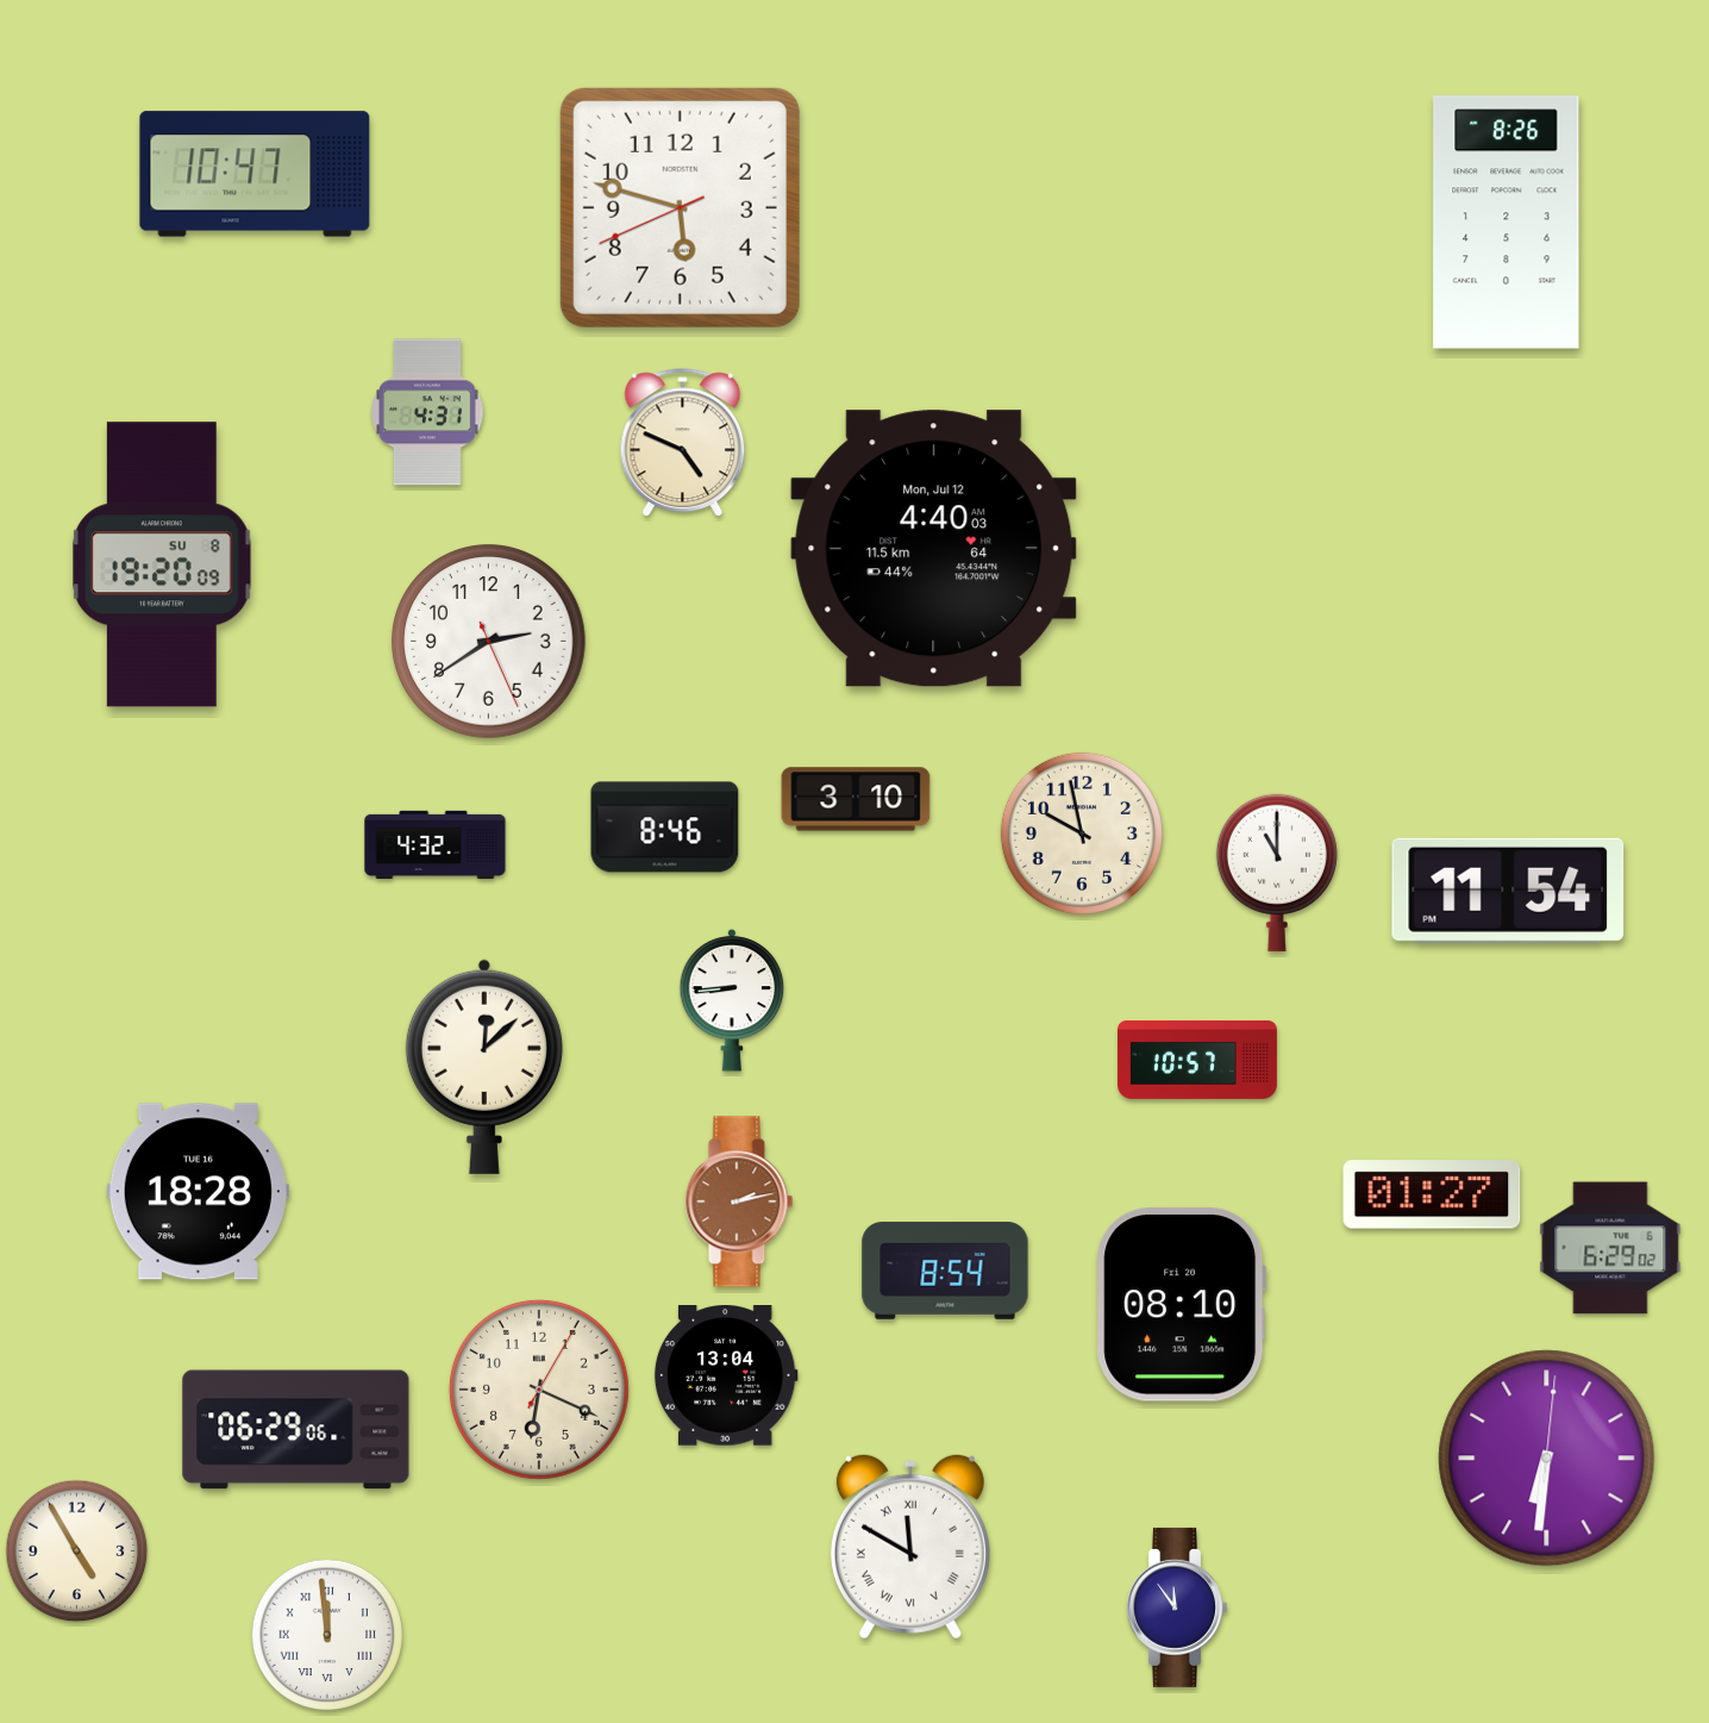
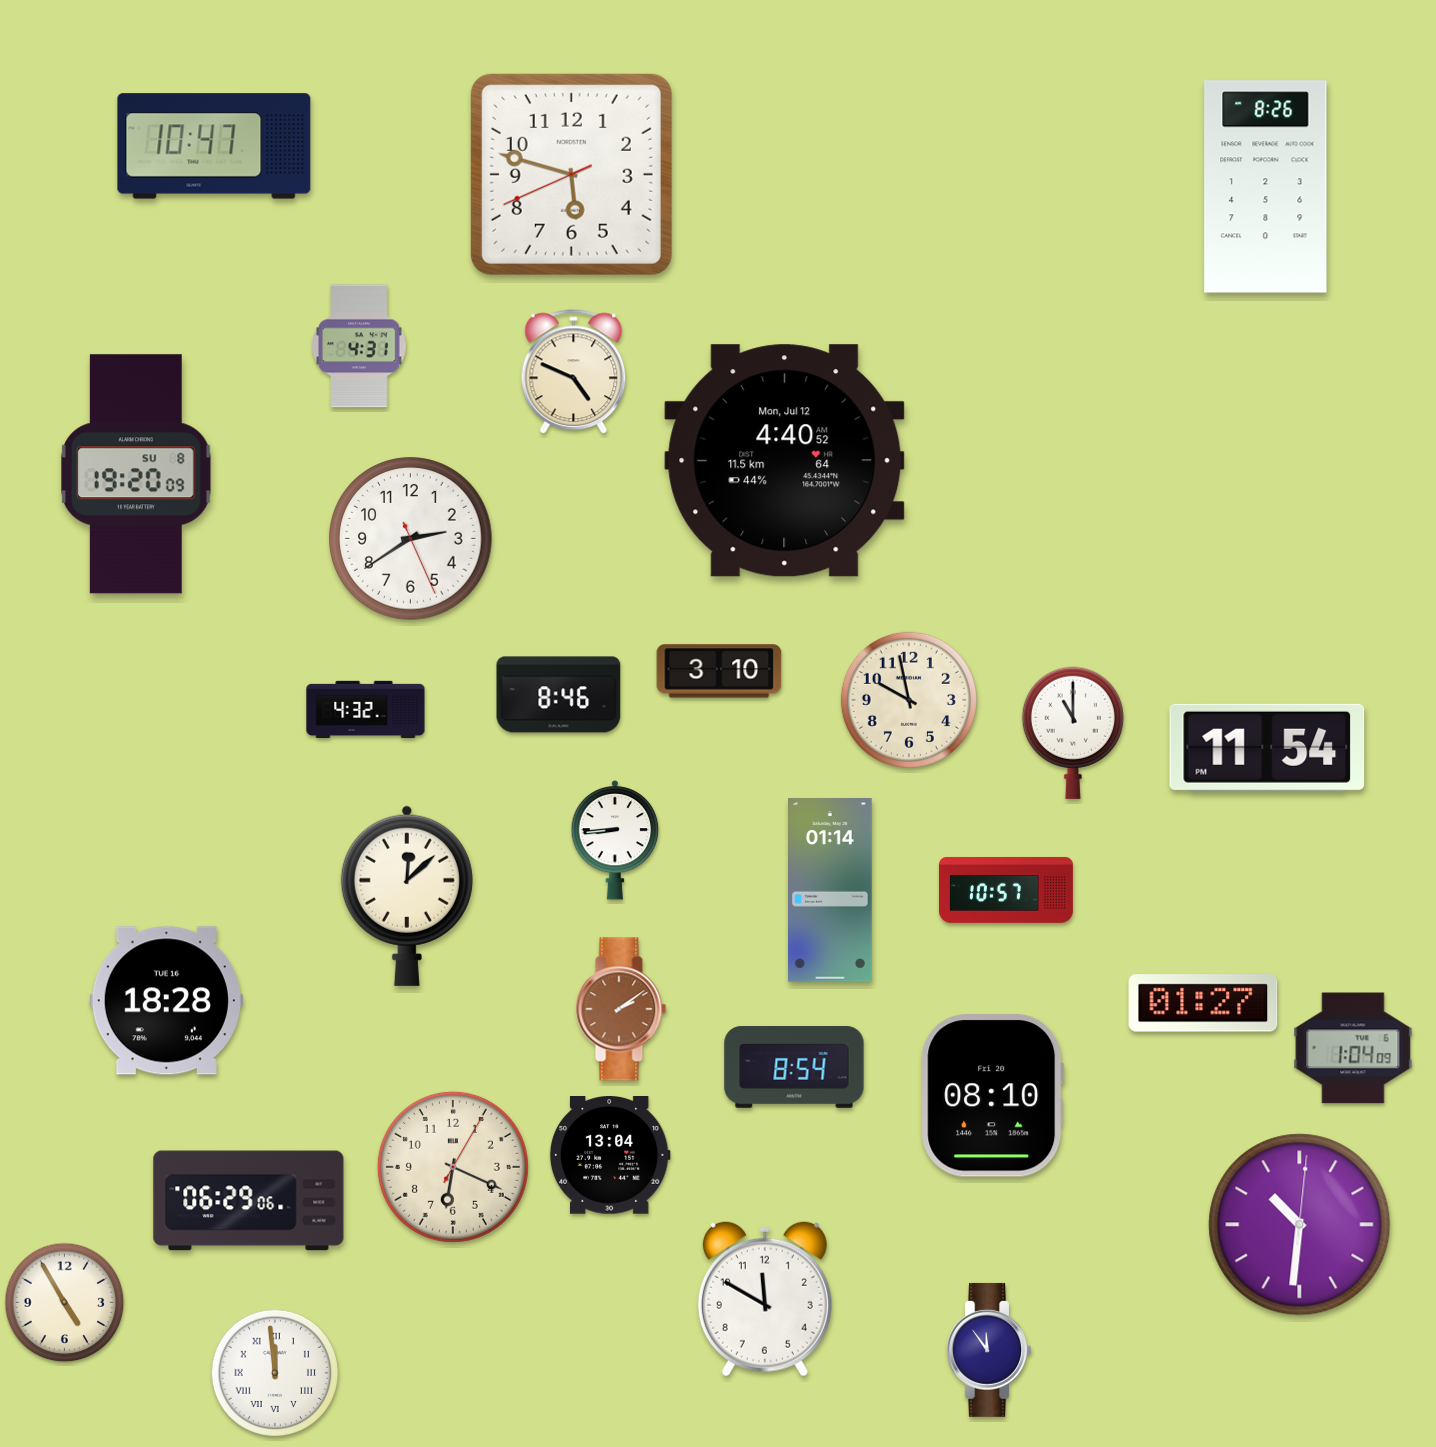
clock at (934, 549): 4:40:03 -> 4:40:52
clock at (831, 890): none -> 01:14
clock at (739, 1201): 2:13 -> 2:09
clock at (1610, 1248): 6:29 -> 1:04
clock at (1547, 1459): 6:31 -> 10:31
clock at (910, 1547) numerals: Roman -> Arabic
